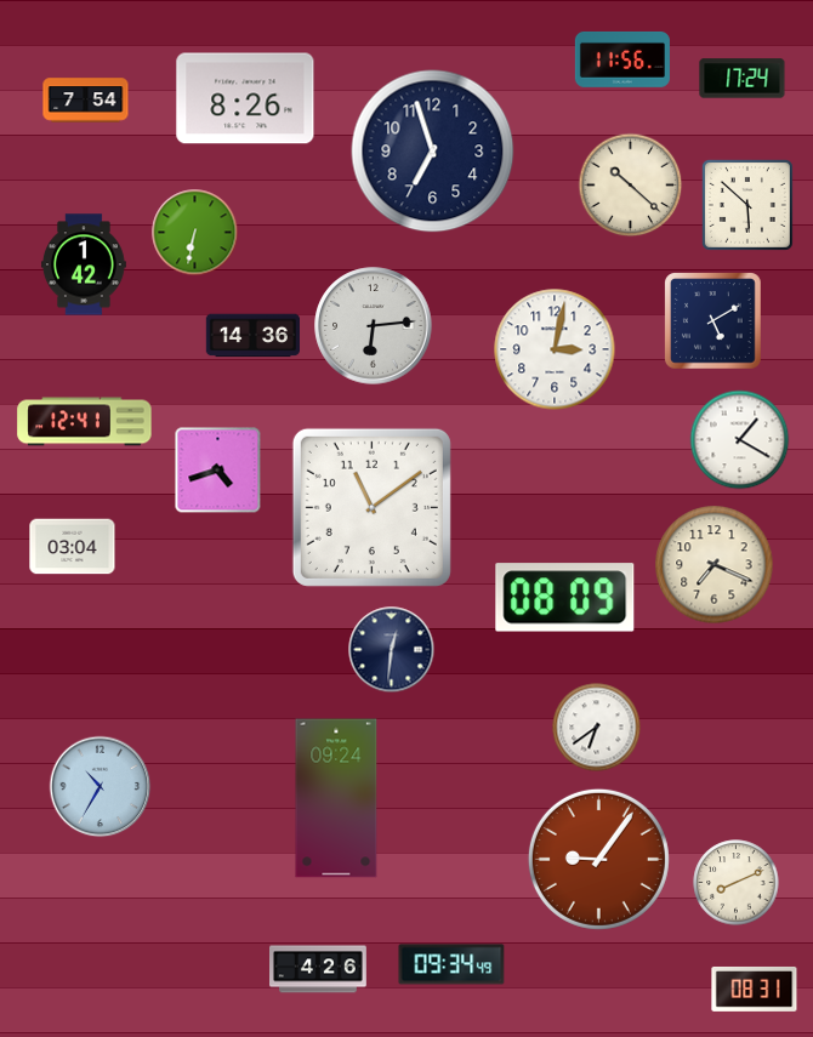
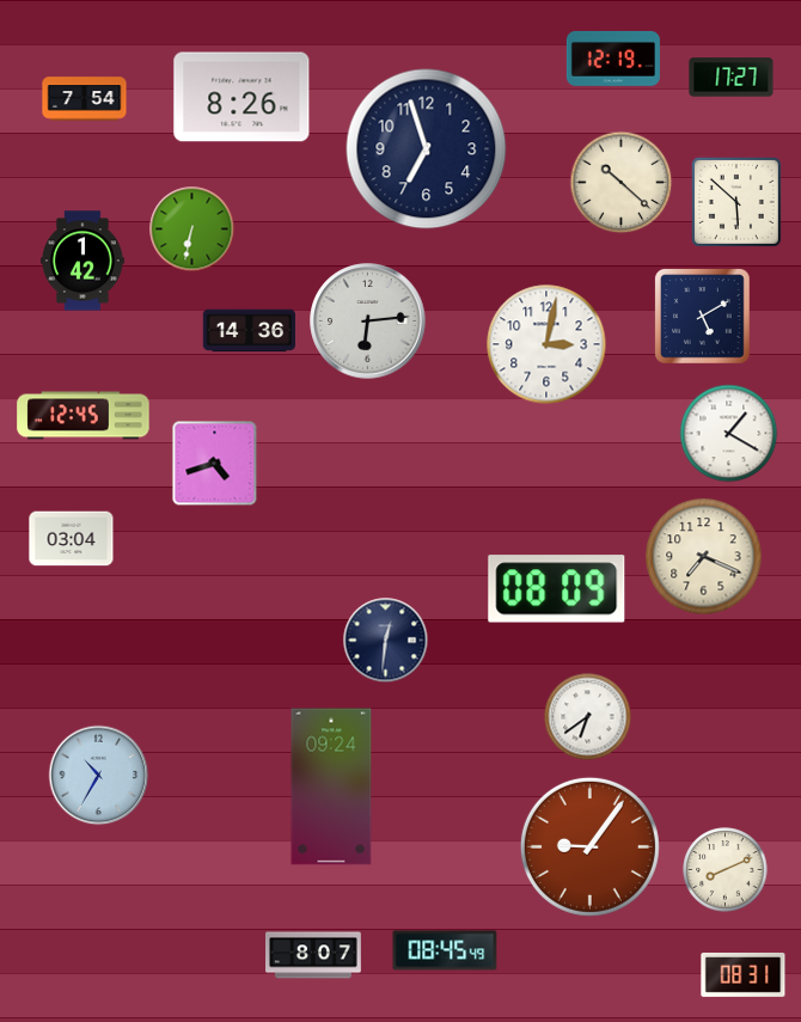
clock at (622, 59): 11:56 -> 12:19
clock at (743, 79): 17:24 -> 17:27
clock at (85, 422): 12:41 -> 12:45
clock at (371, 507): 11:09 -> none
clock at (451, 964): 09:34 -> 08:45
clock at (319, 969): 4:26 -> 8:07
